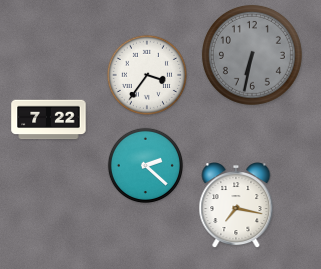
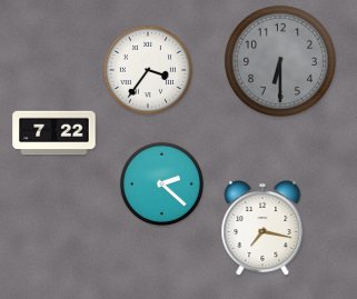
clock at (252, 55): 6:32 -> 6:30
clock at (147, 75) position: (147, 75) -> (148, 70)
